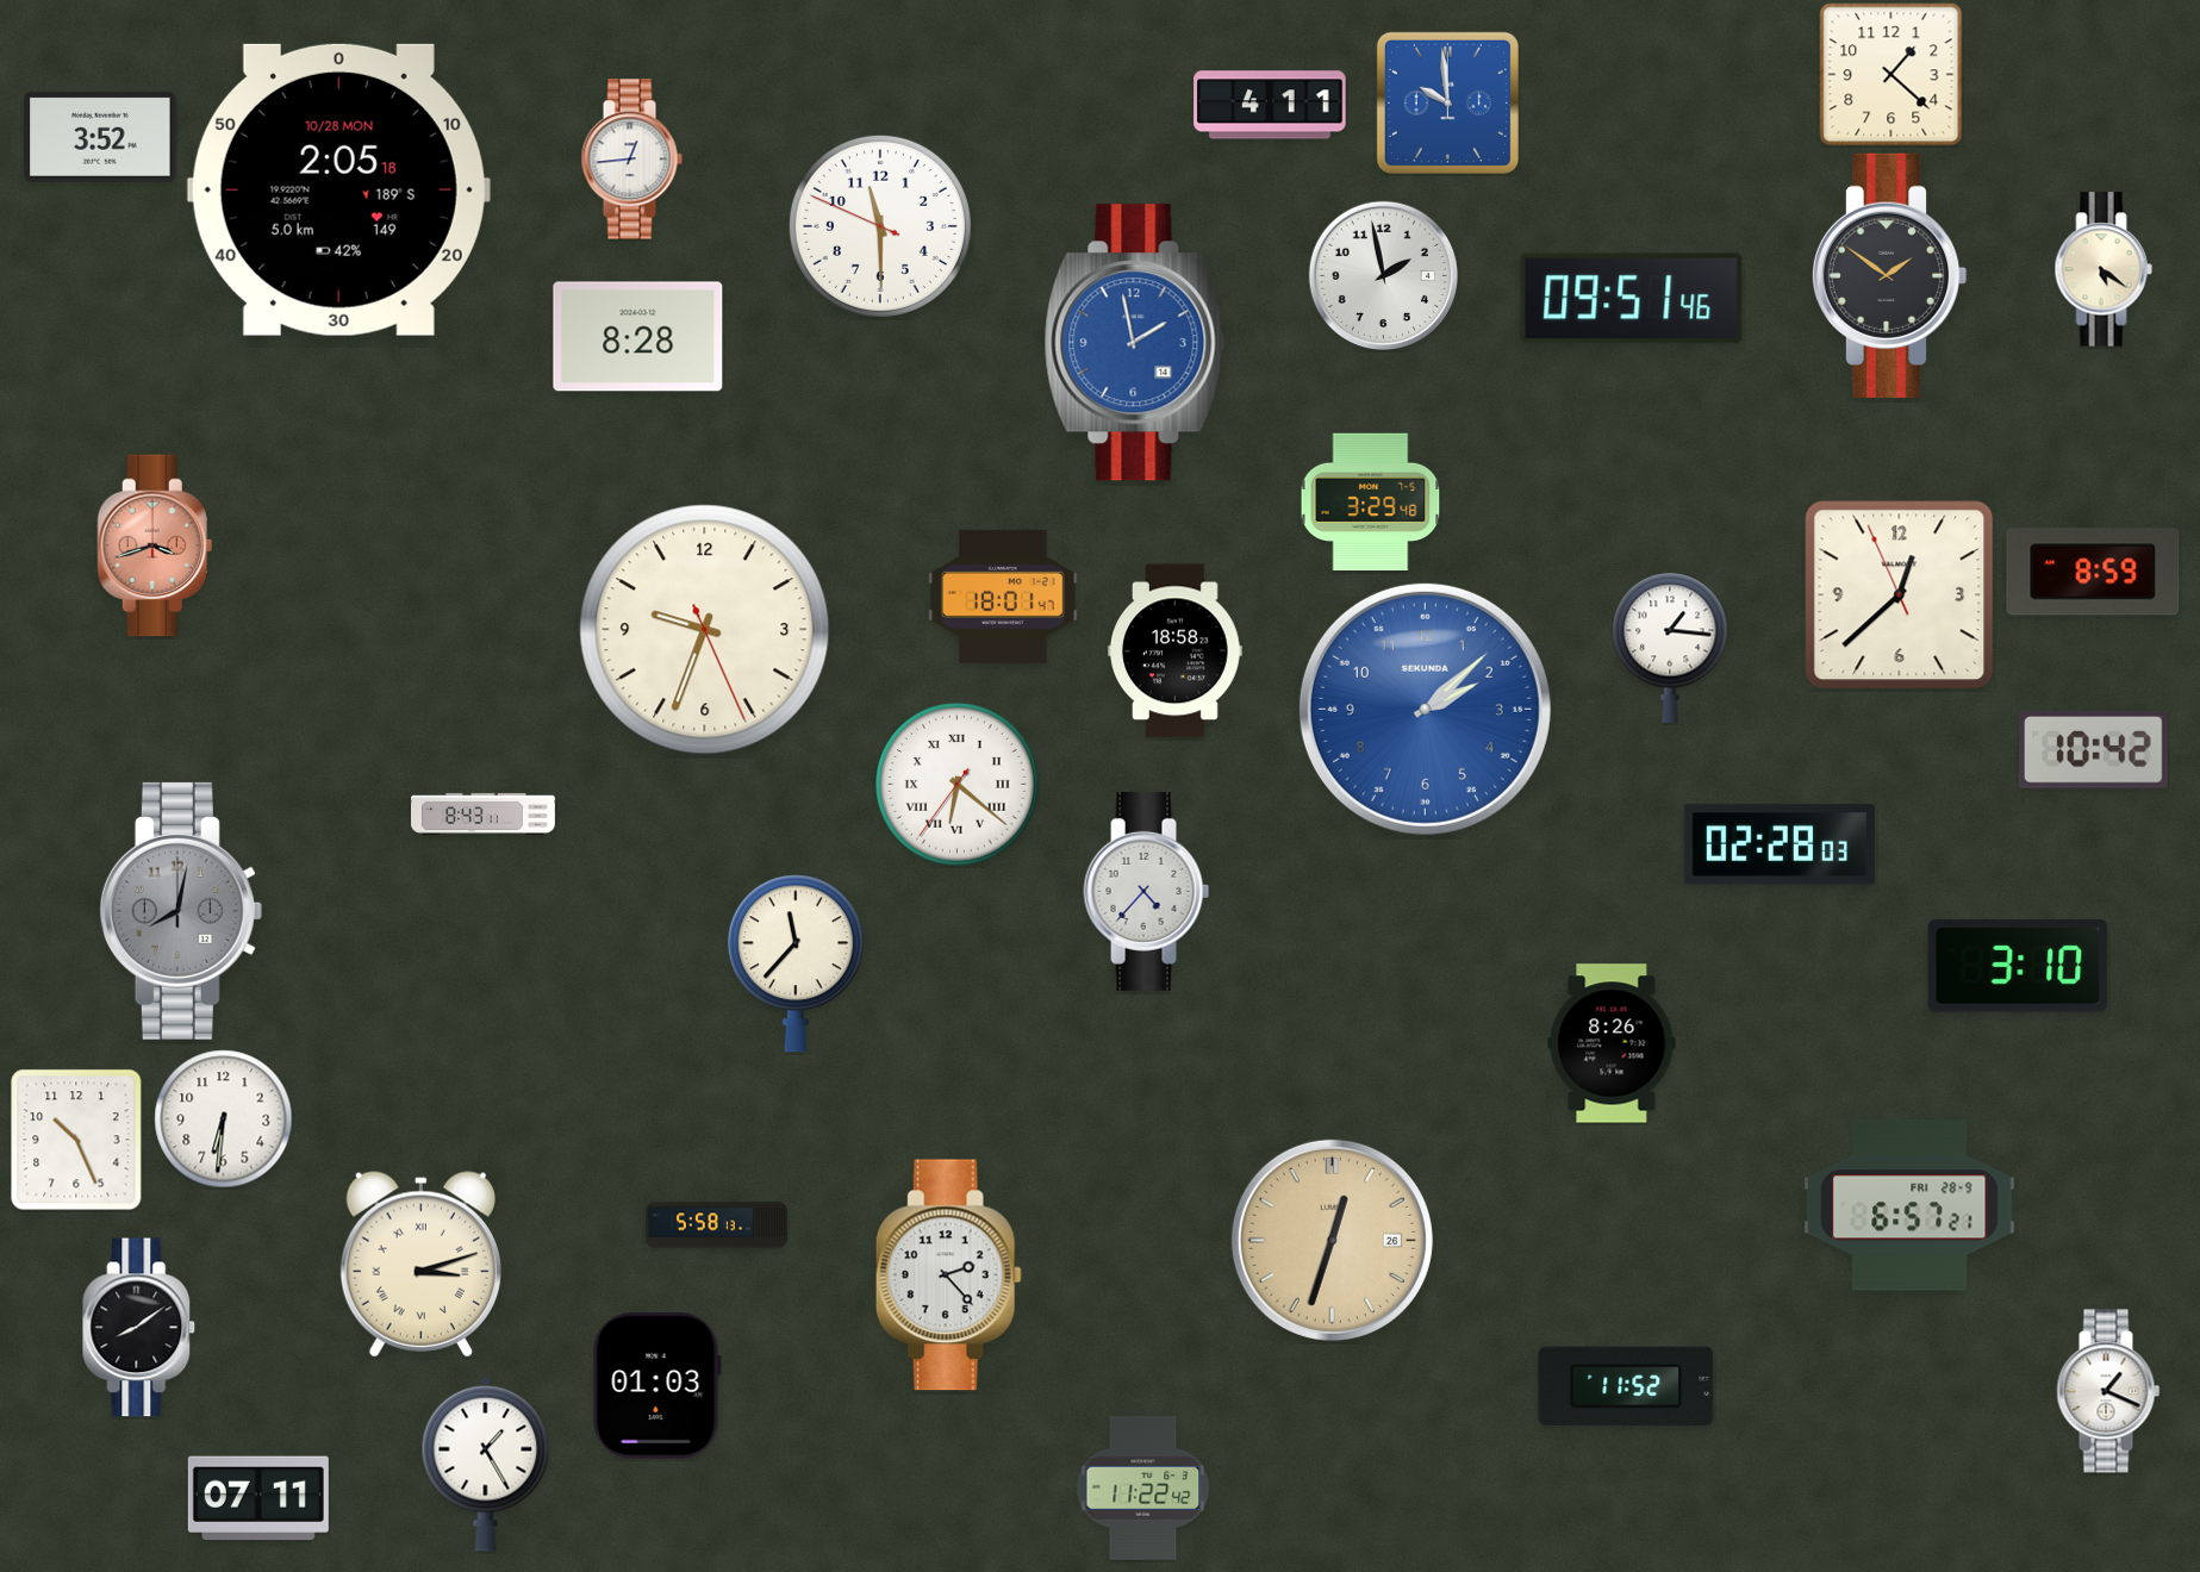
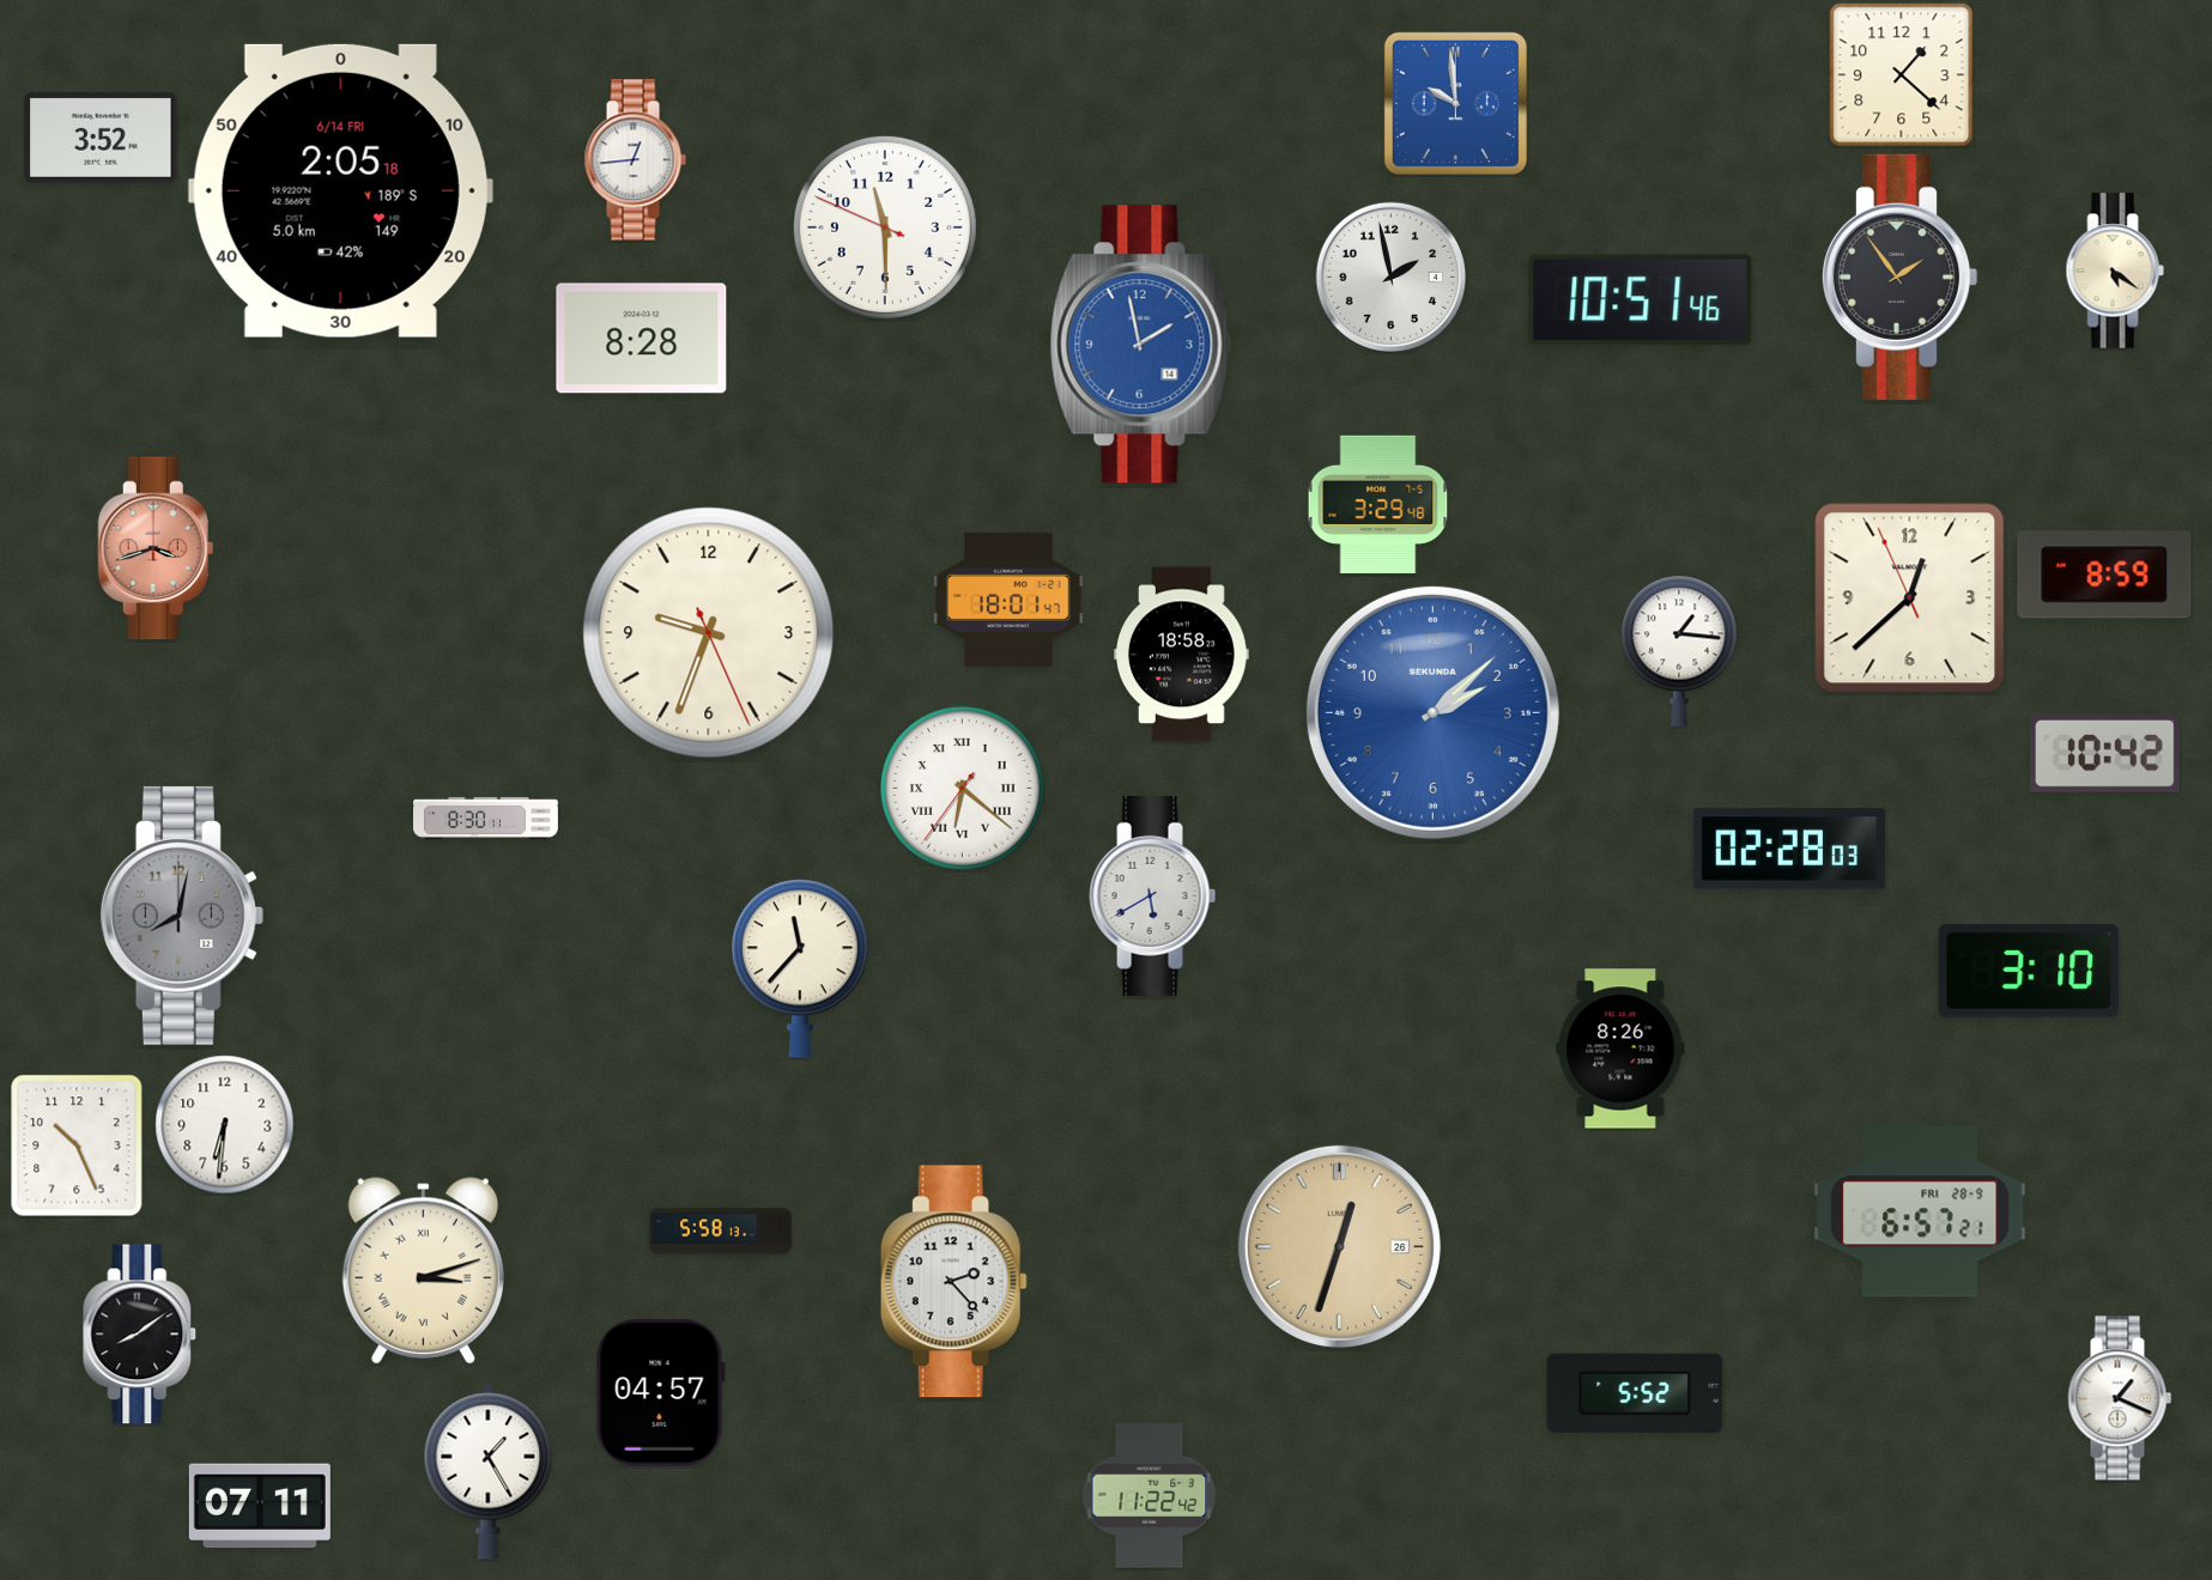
clock at (1270, 105): 4:11 -> none
clock at (338, 189) date: 10/28 MON -> 6/14 FRI
clock at (1889, 275): 1:51 -> 1:54
clock at (1632, 299): 09:51 -> 10:51
clock at (484, 813): 8:43 -> 8:30
clock at (1147, 891): 4:37 -> 5:40
clock at (656, 1385): 01:03 -> 04:57
clock at (1626, 1386): 11:52 -> 5:52
